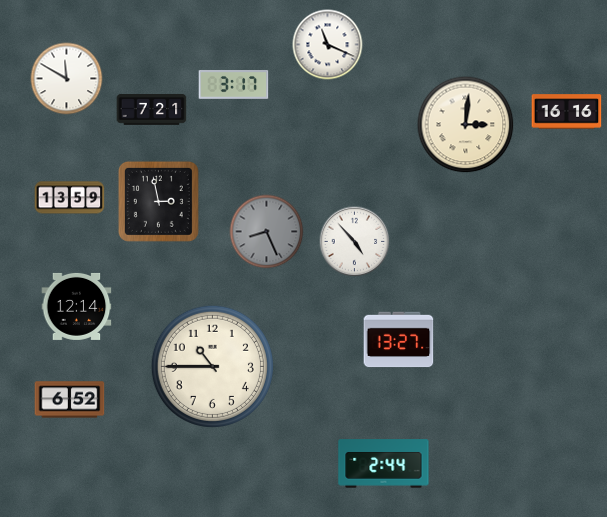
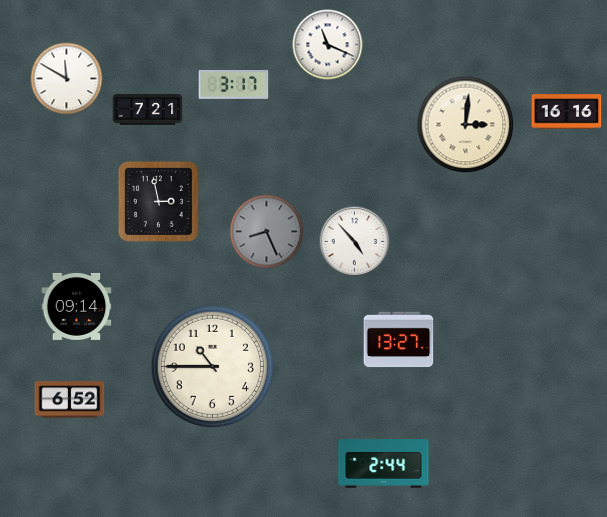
clock at (152, 110) position: (152, 110) -> (148, 110)
clock at (70, 198): 13:59 -> none
clock at (77, 306): 12:14 -> 09:14
